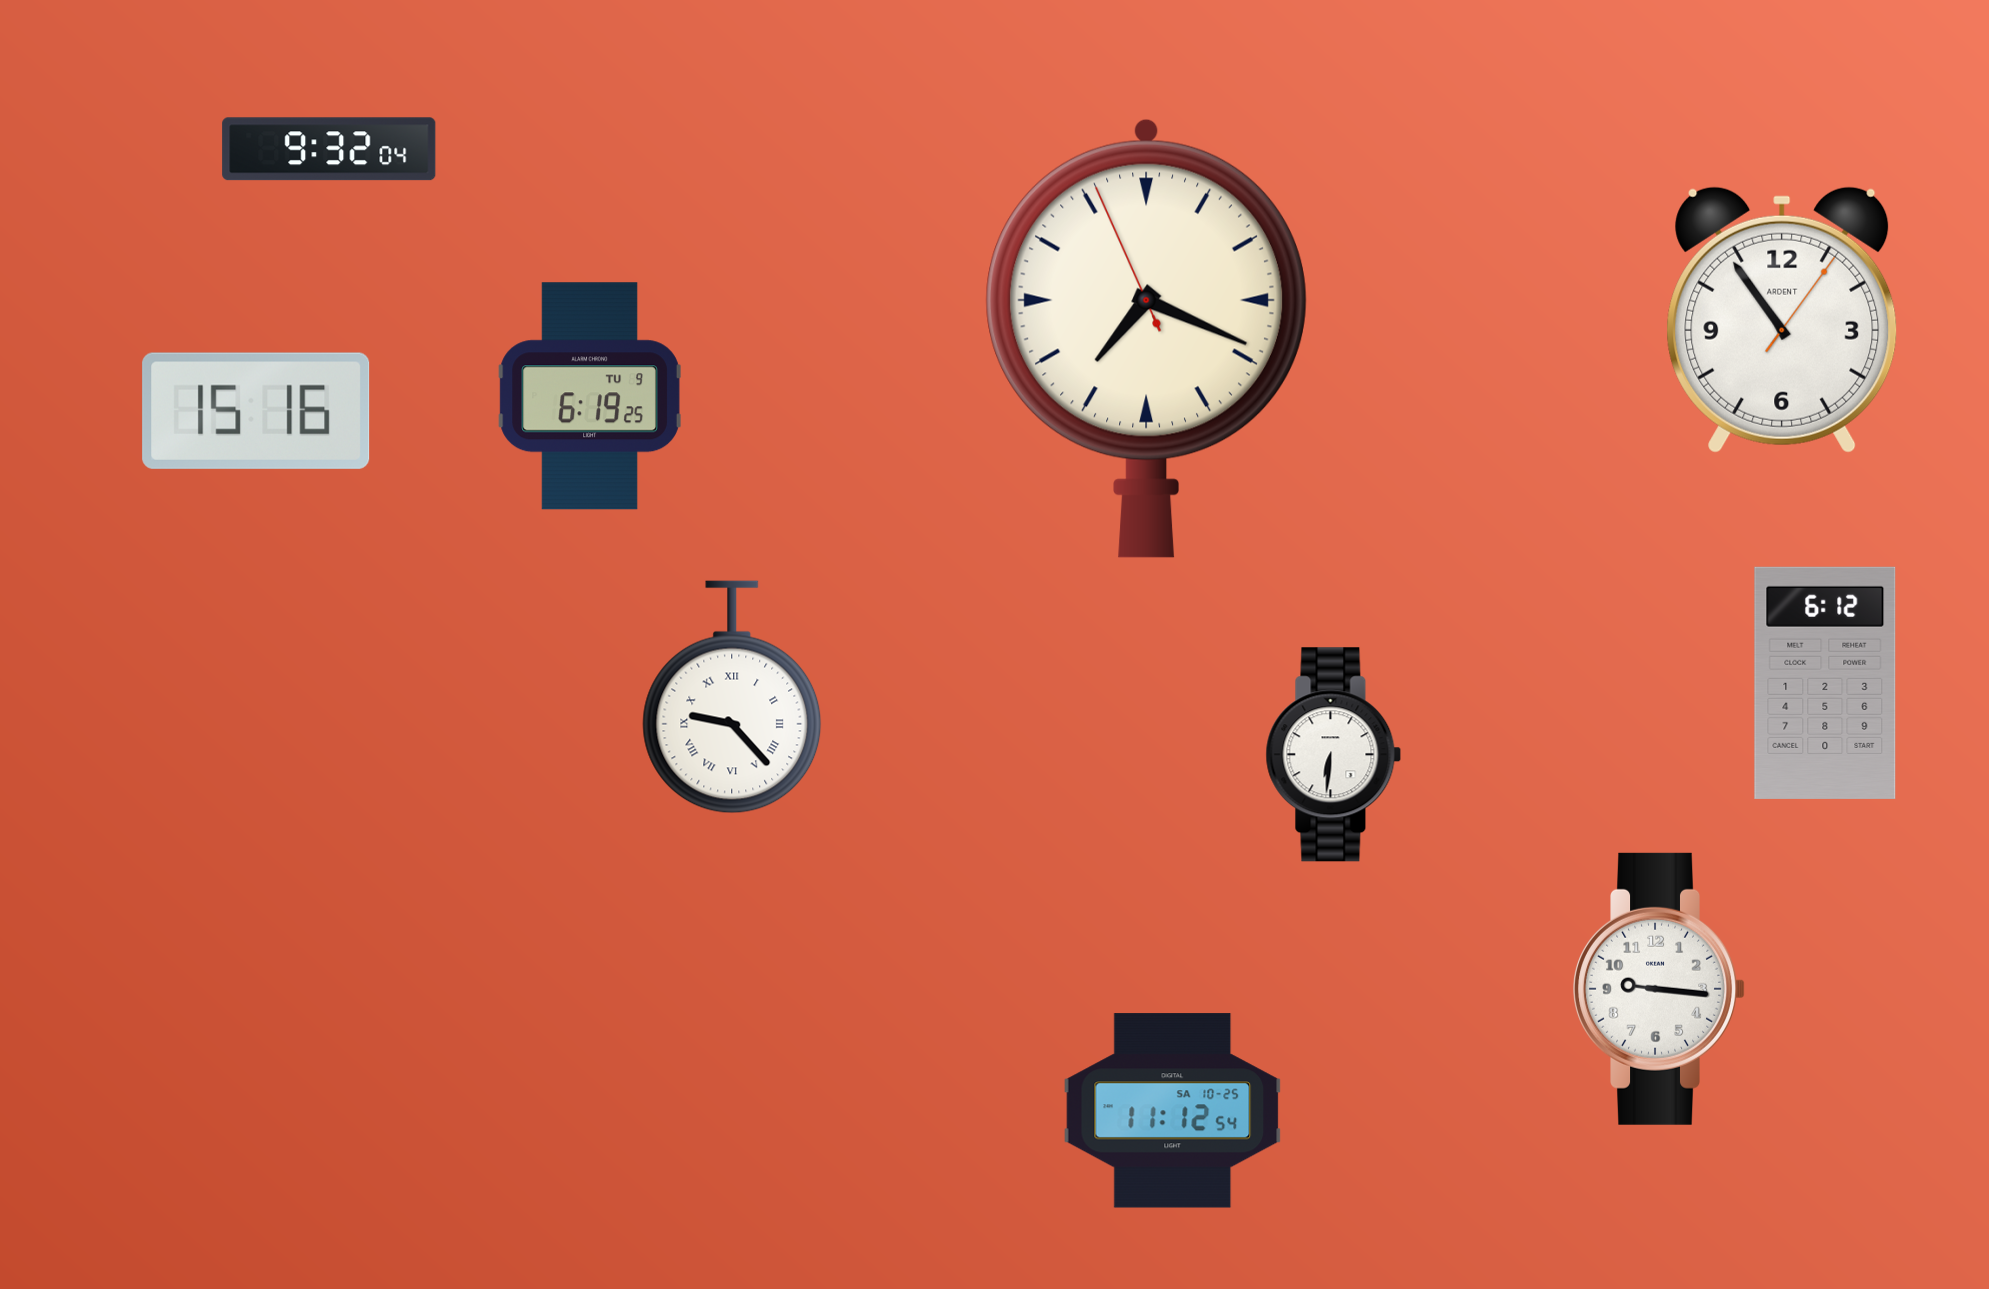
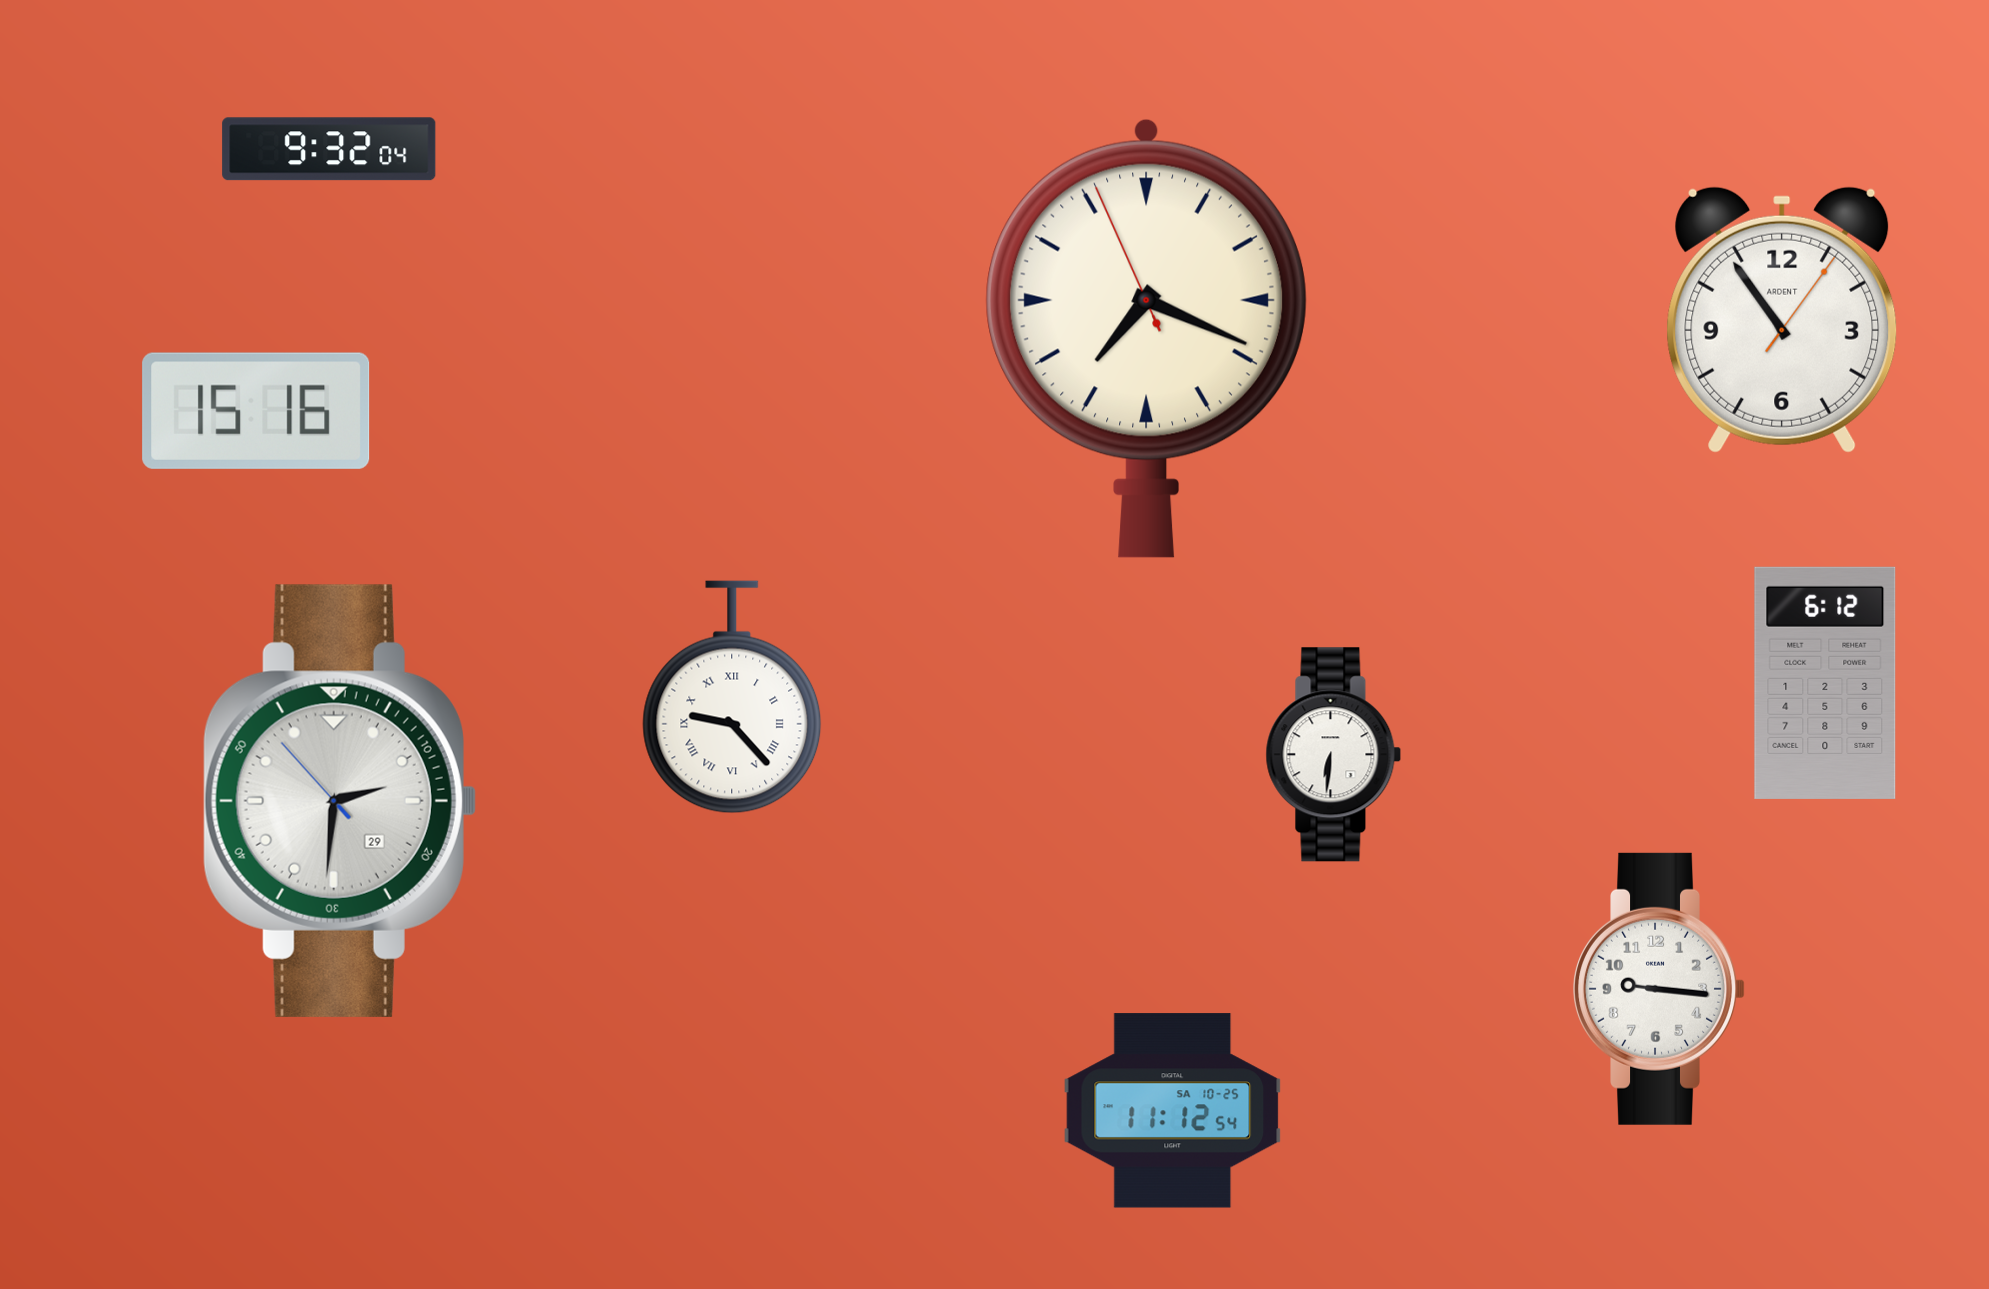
clock at (590, 396): 6:19 -> none
clock at (340, 801): none -> 2:30
